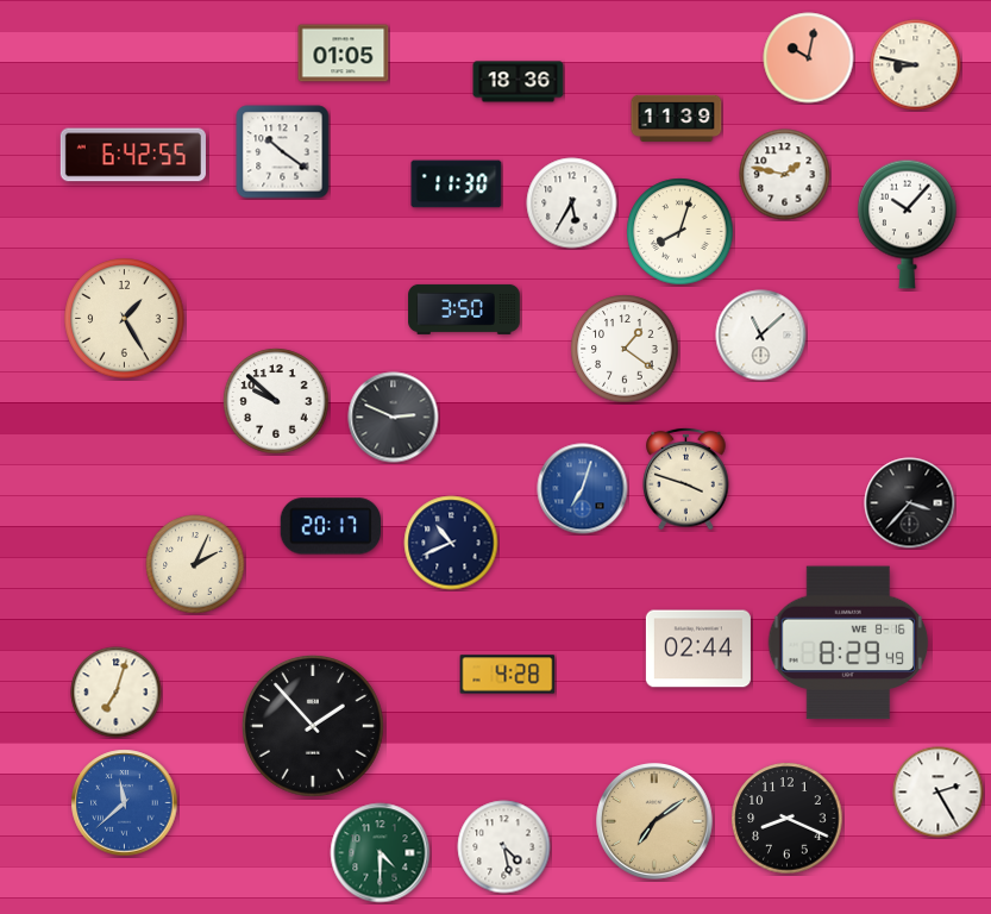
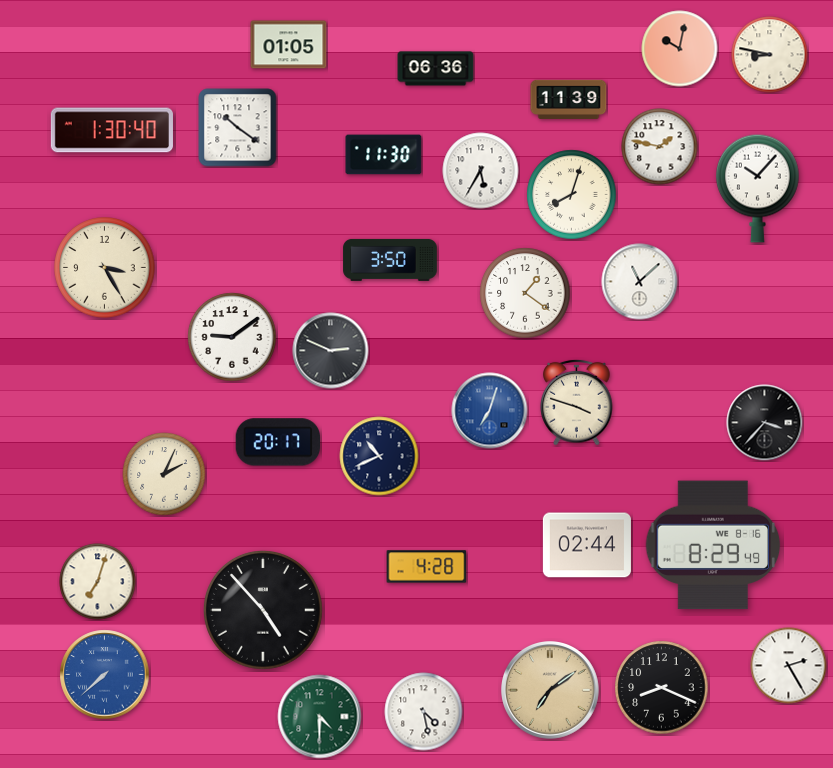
clock at (519, 82): 18:36 -> 06:36
clock at (133, 155): 6:42 -> 1:30
clock at (908, 224) position: (908, 224) -> (758, 188)
clock at (125, 319): 1:25 -> 3:25
clock at (276, 401): 9:52 -> 9:09
clock at (848, 643) position: (848, 643) -> (713, 545)
clock at (314, 727): 1:53 -> 4:53
clock at (125, 803): 11:38 -> 7:38
